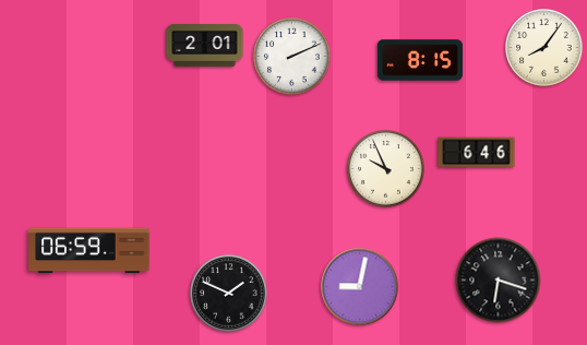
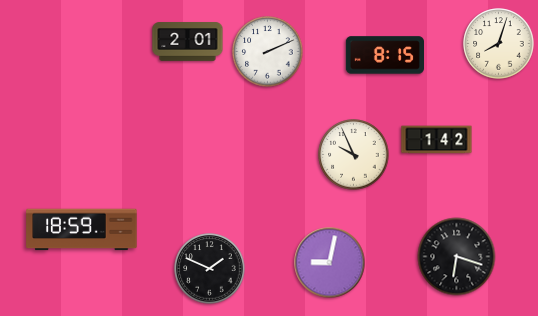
clock at (544, 48): 8:06 -> 8:03
clock at (477, 153): 6:46 -> 1:42
clock at (89, 251): 06:59 -> 18:59
